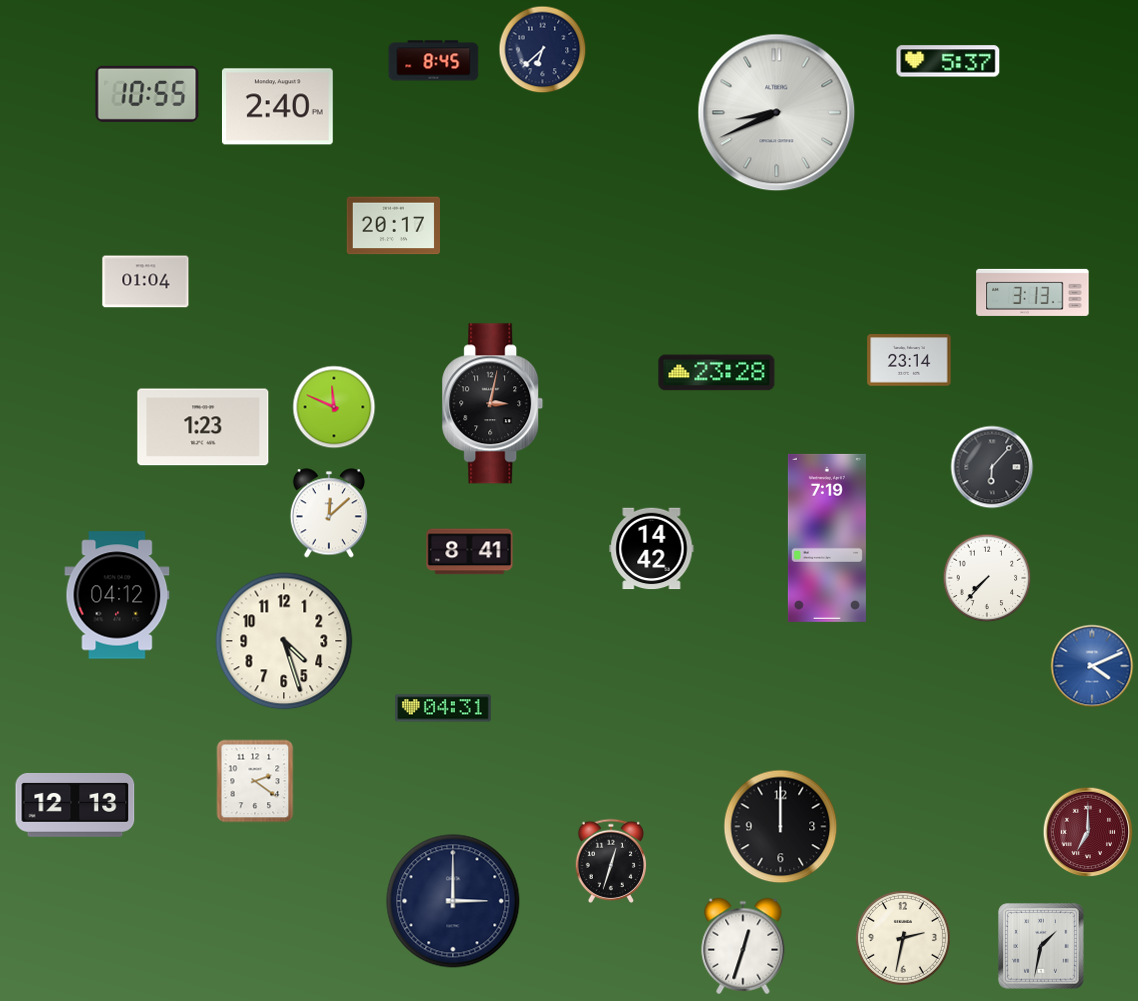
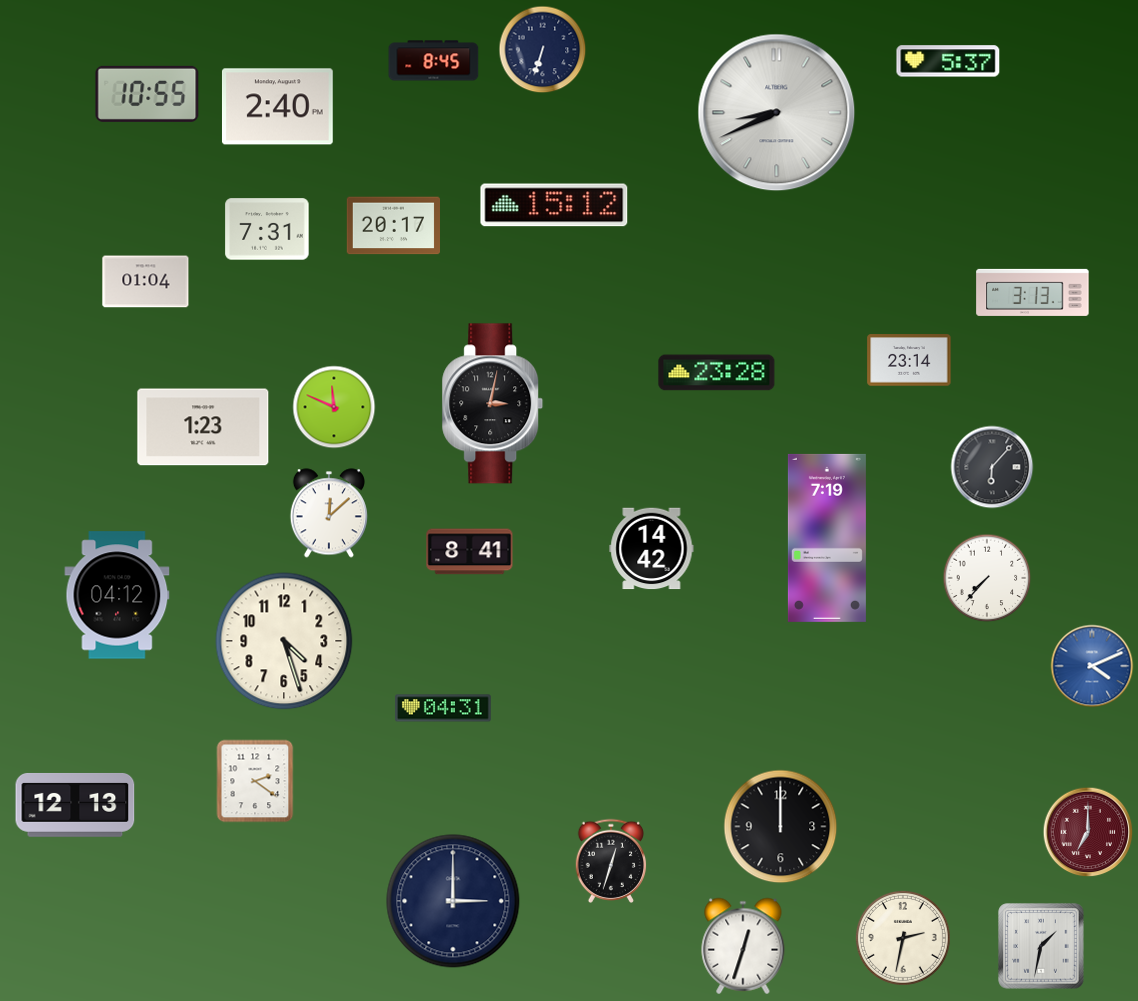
clock at (543, 50): 6:38 -> 6:33
clock at (554, 205): none -> 15:12
clock at (267, 229): none -> 7:31
